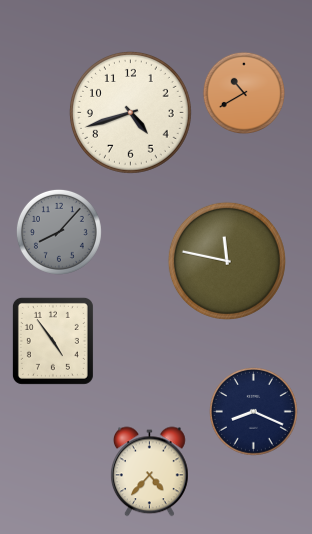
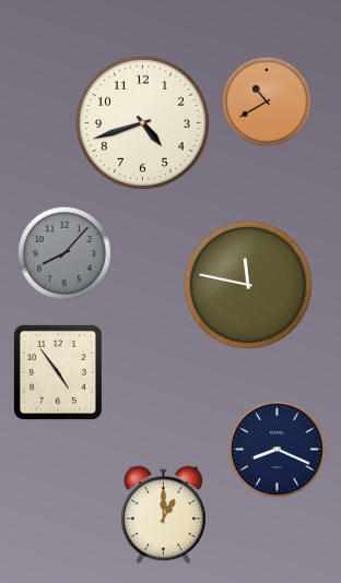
clock at (149, 472): 4:37 -> 1:00
